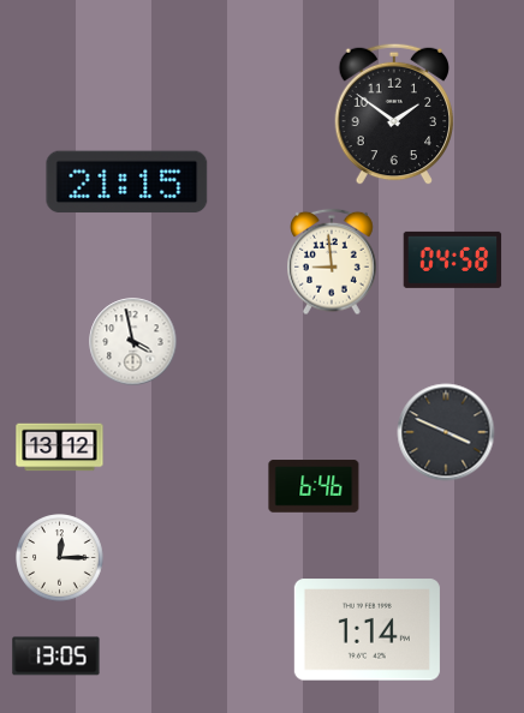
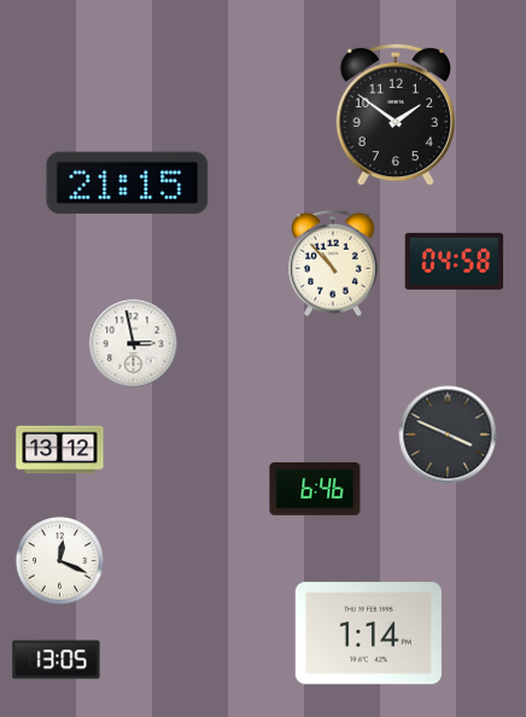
clock at (333, 262): 8:59 -> 10:53
clock at (133, 342): 3:58 -> 2:58
clock at (60, 558): 12:15 -> 12:19
